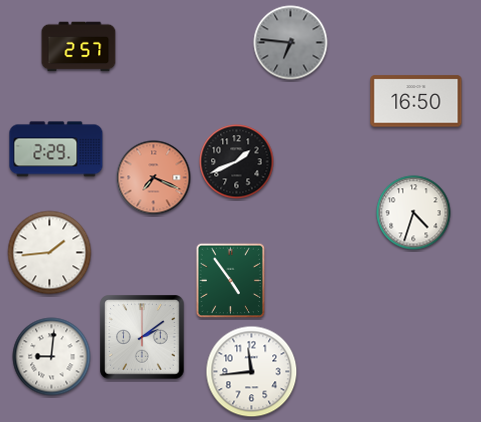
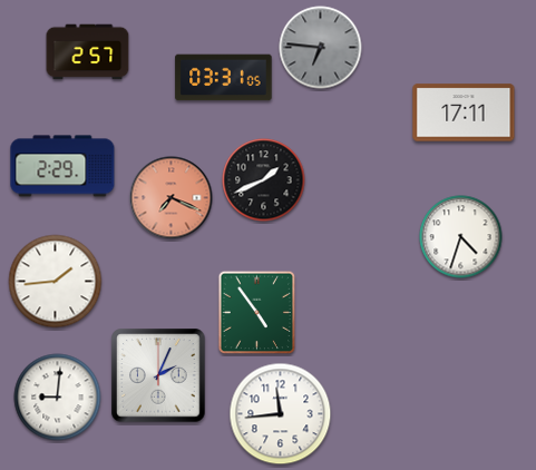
clock at (291, 43) position: (291, 43) -> (321, 48)
clock at (224, 78): none -> 03:31
clock at (416, 101): 16:50 -> 17:11
clock at (142, 337): 2:09 -> 2:04
